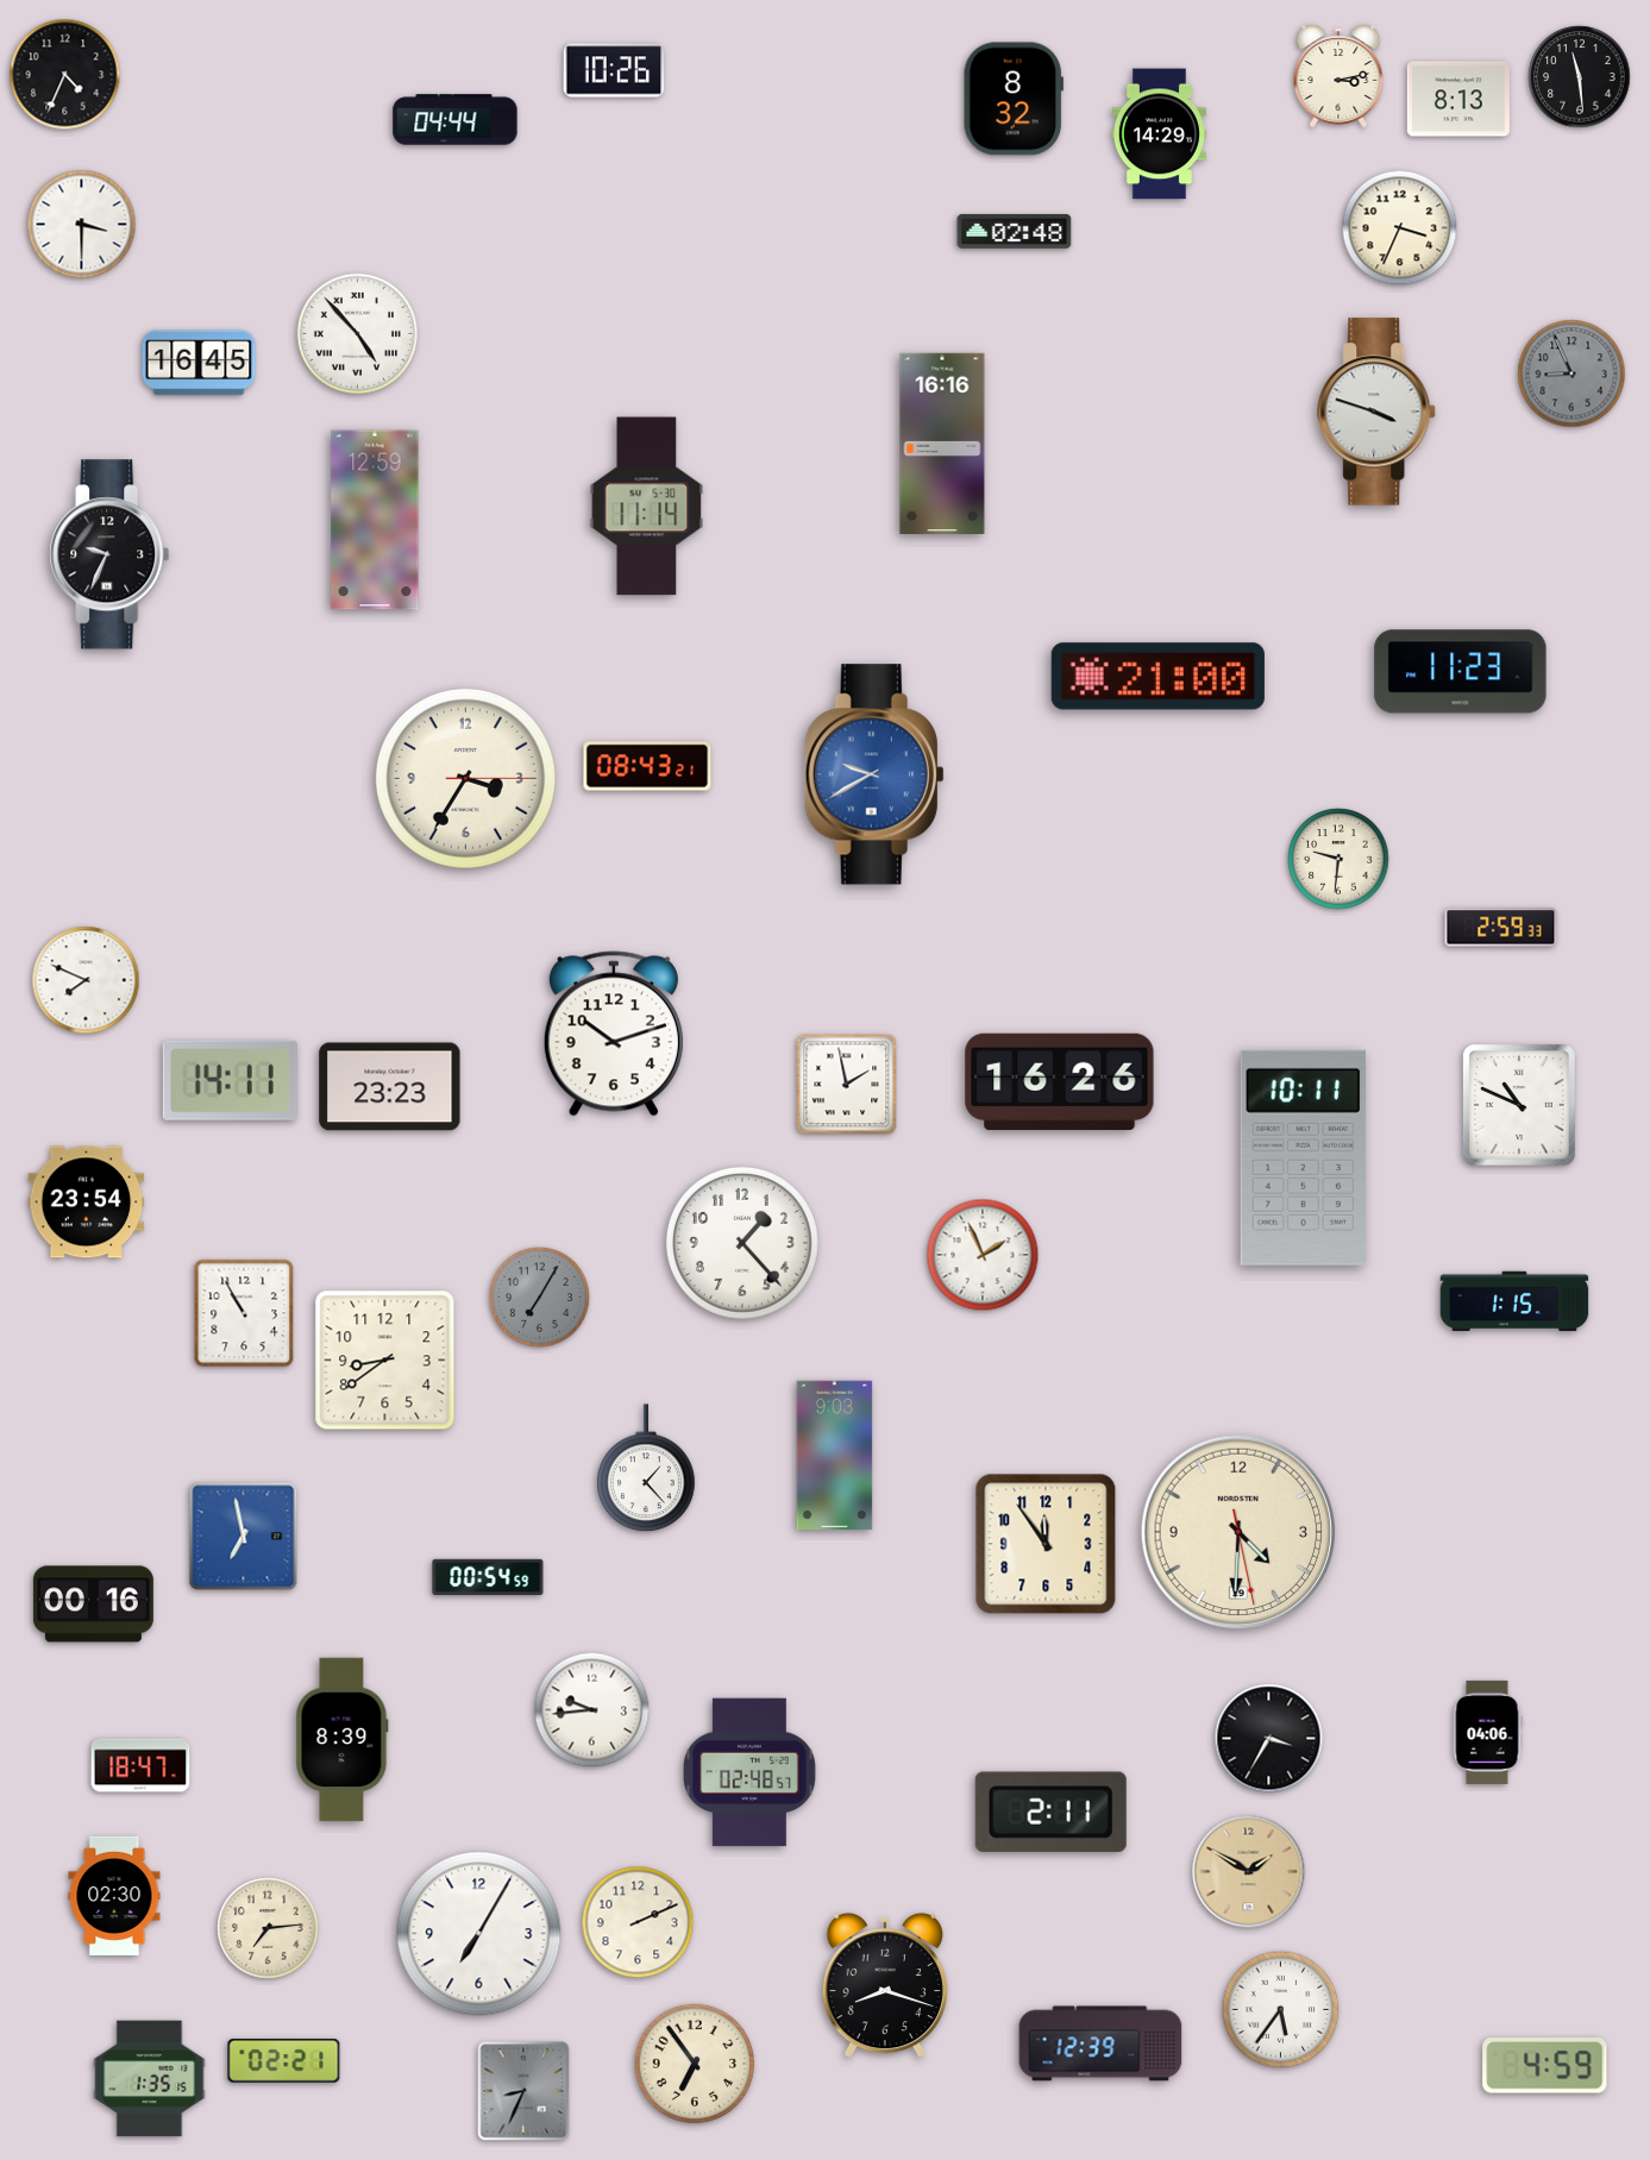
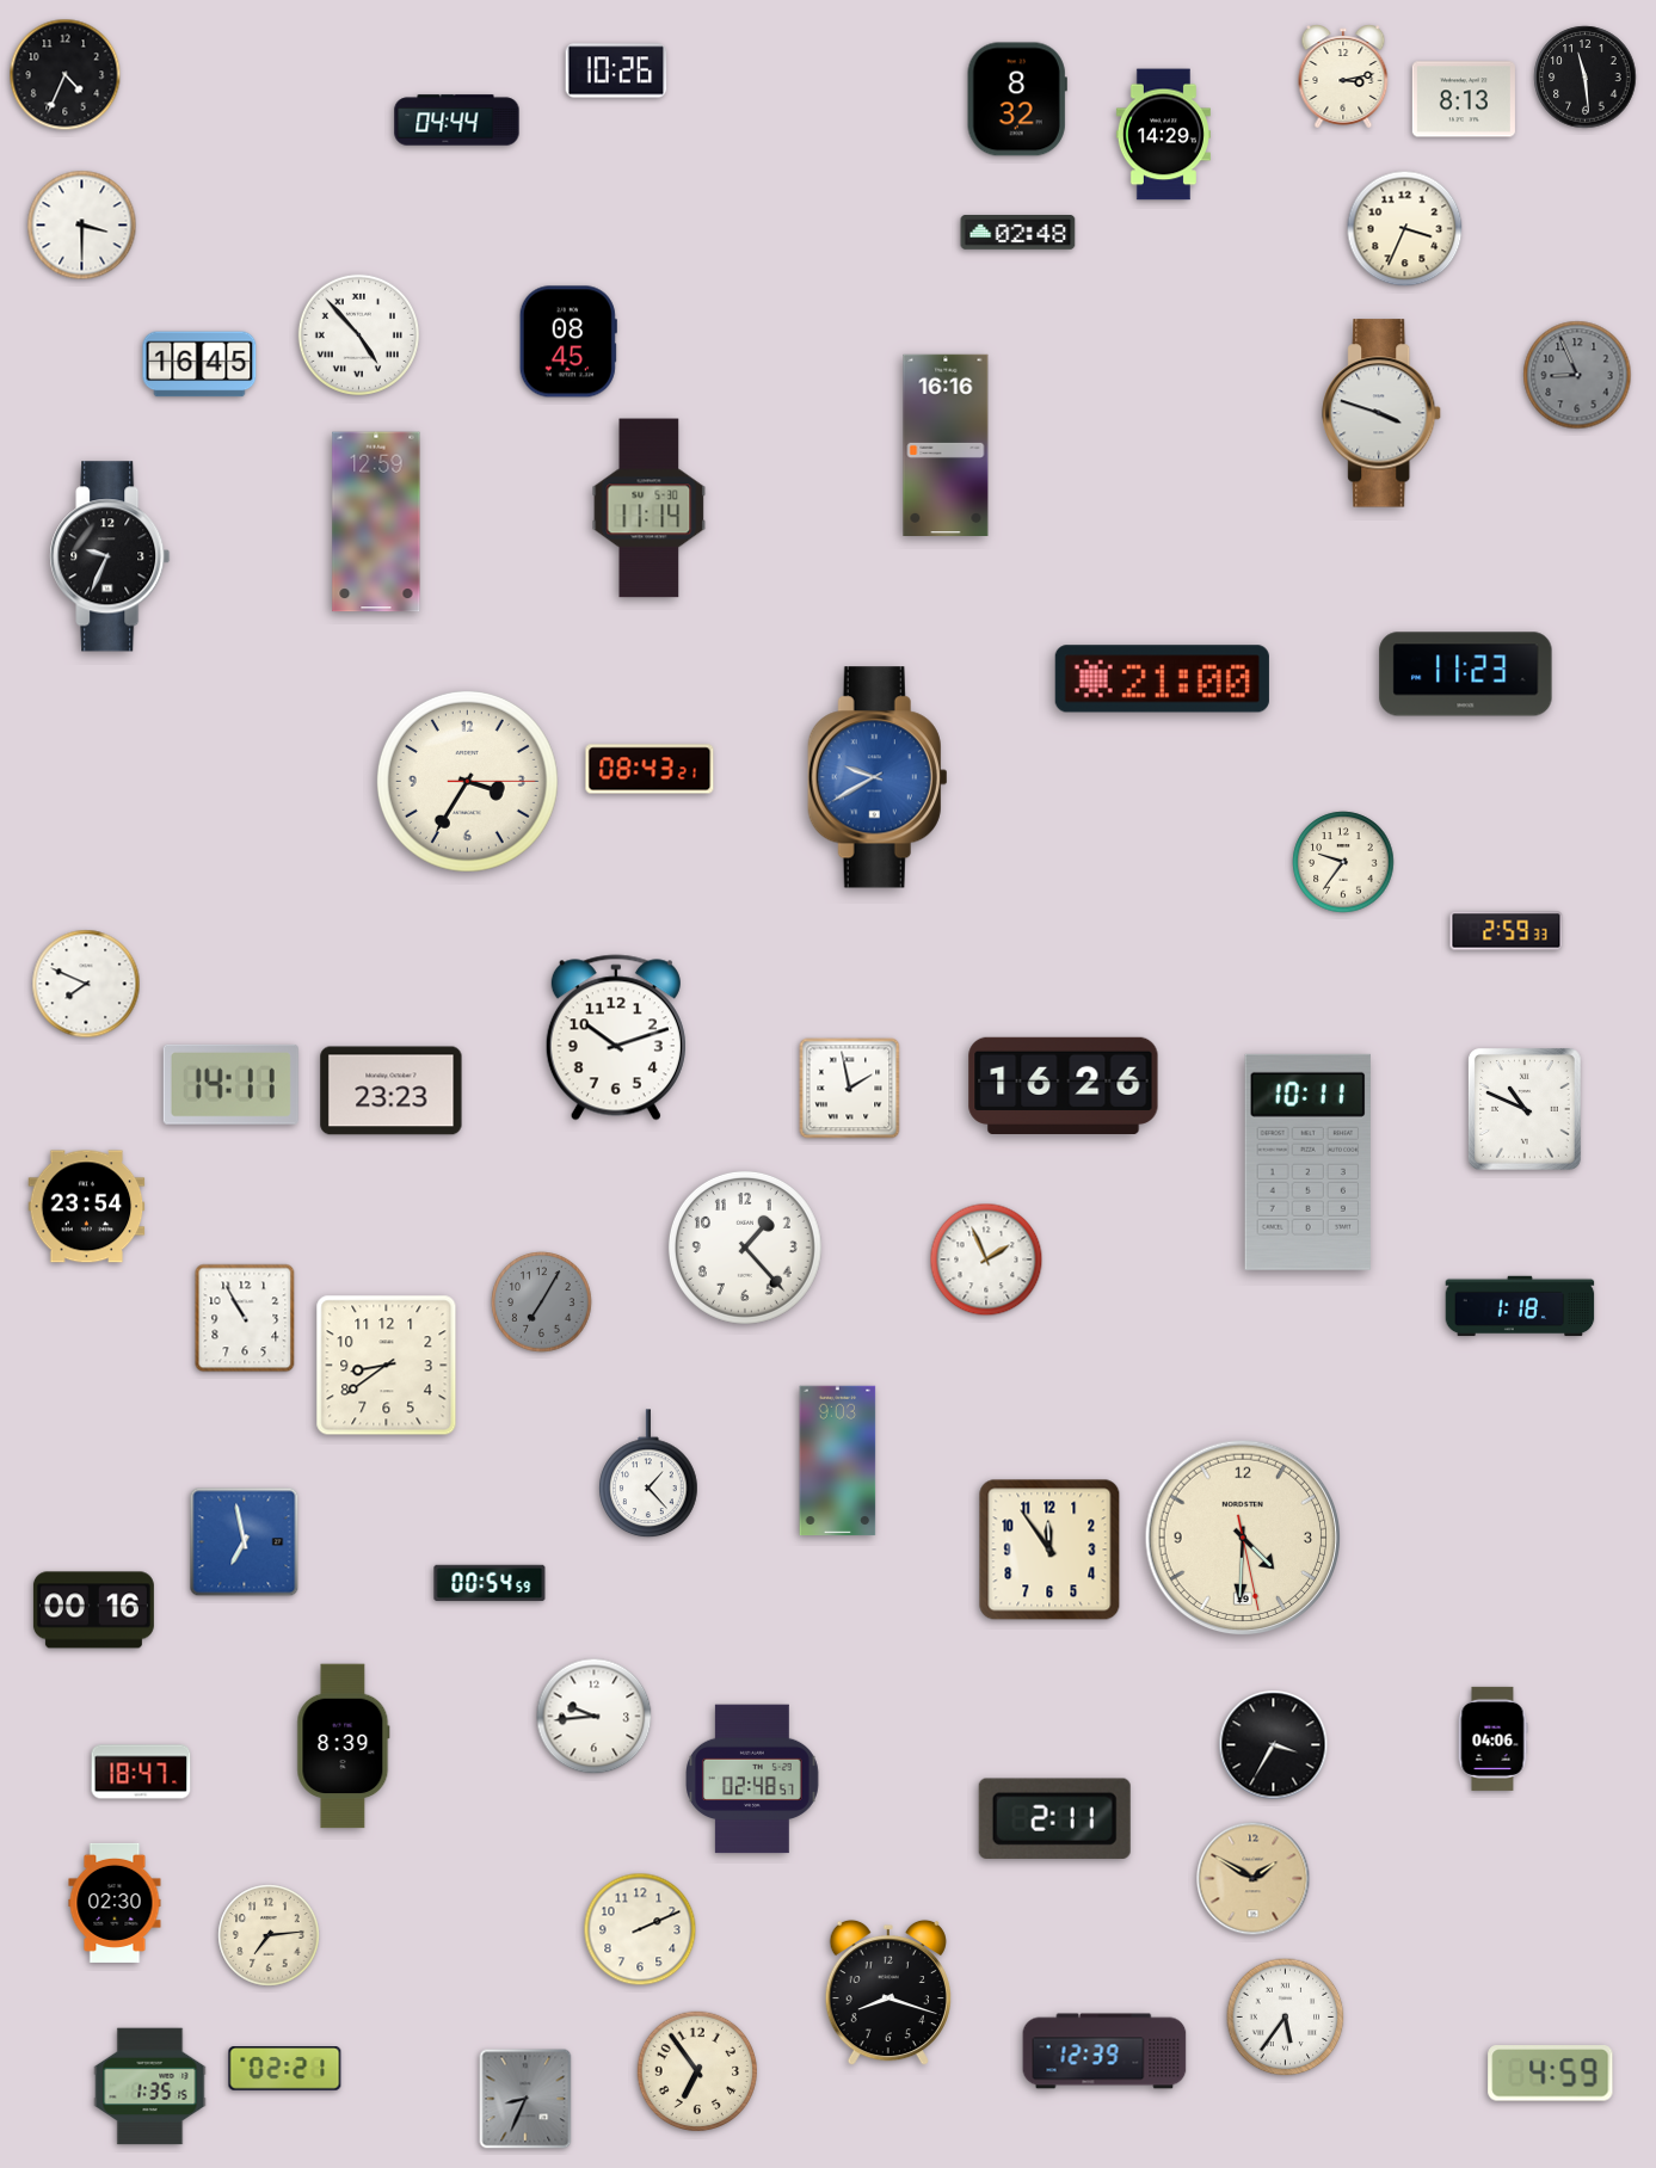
clock at (568, 341): none -> 08:45
clock at (1338, 859): 9:31 -> 9:36
clock at (1514, 1301): 1:15 -> 1:18
clock at (479, 1934): 7:05 -> none
